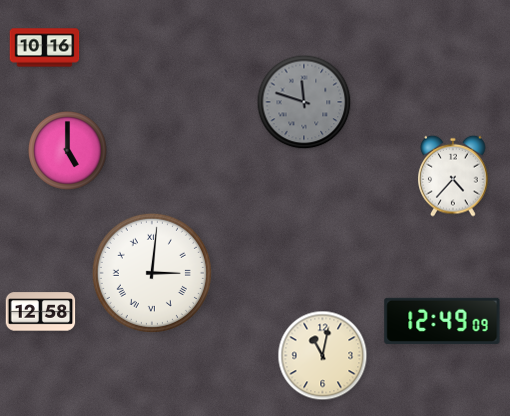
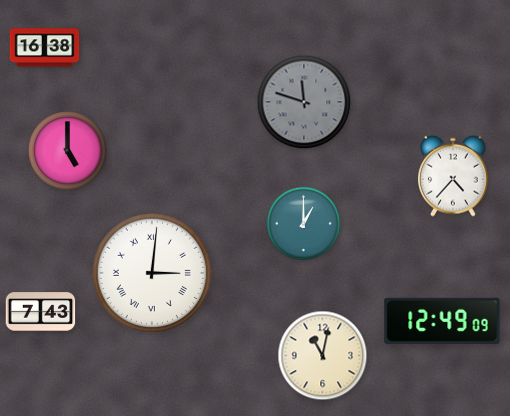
clock at (45, 48): 10:16 -> 16:38
clock at (304, 224): none -> 1:00
clock at (41, 312): 12:58 -> 7:43
